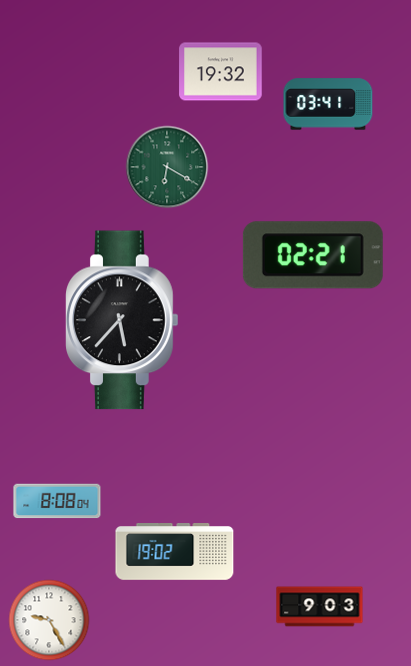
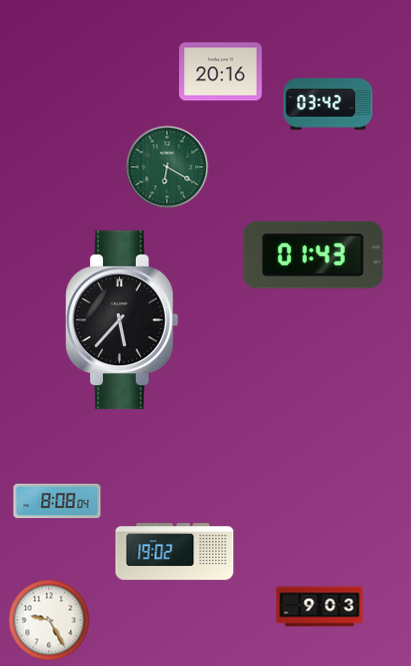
clock at (221, 72): 19:32 -> 20:16
clock at (328, 104): 03:41 -> 03:42
clock at (313, 255): 02:21 -> 01:43
